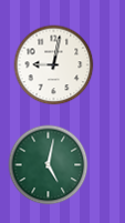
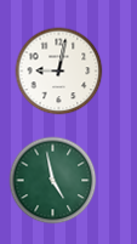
clock at (49, 165): 5:02 -> 4:58
